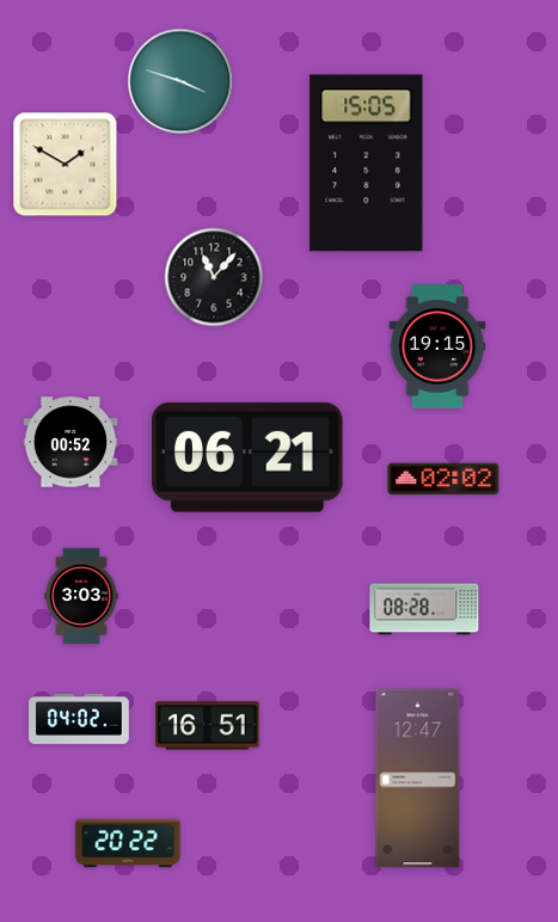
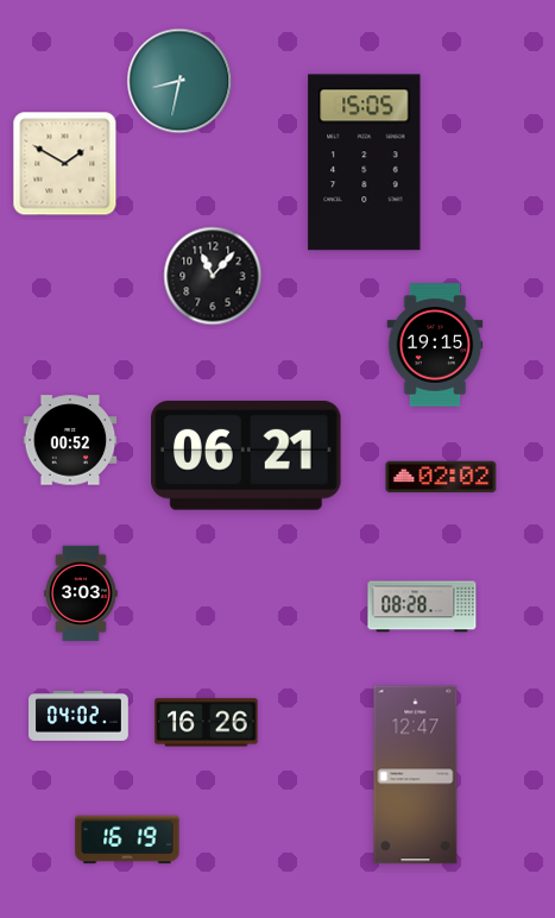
clock at (180, 81): 3:48 -> 8:32
clock at (208, 726): 16:51 -> 16:26
clock at (128, 843): 20:22 -> 16:19
